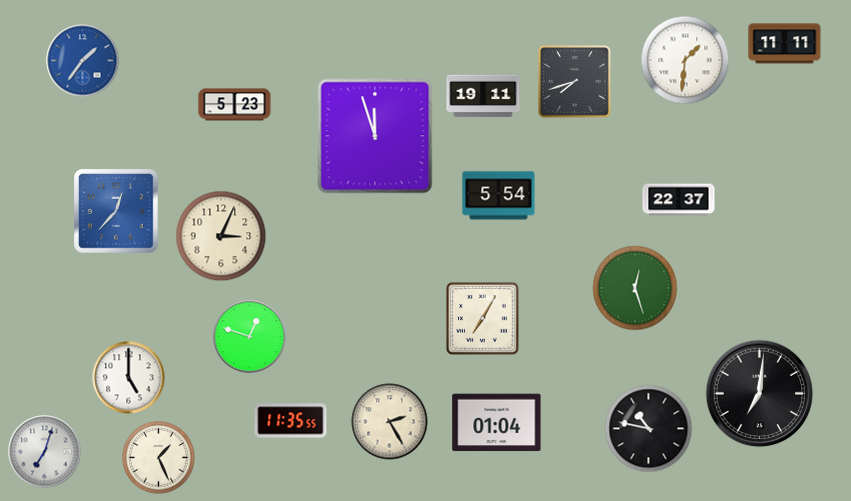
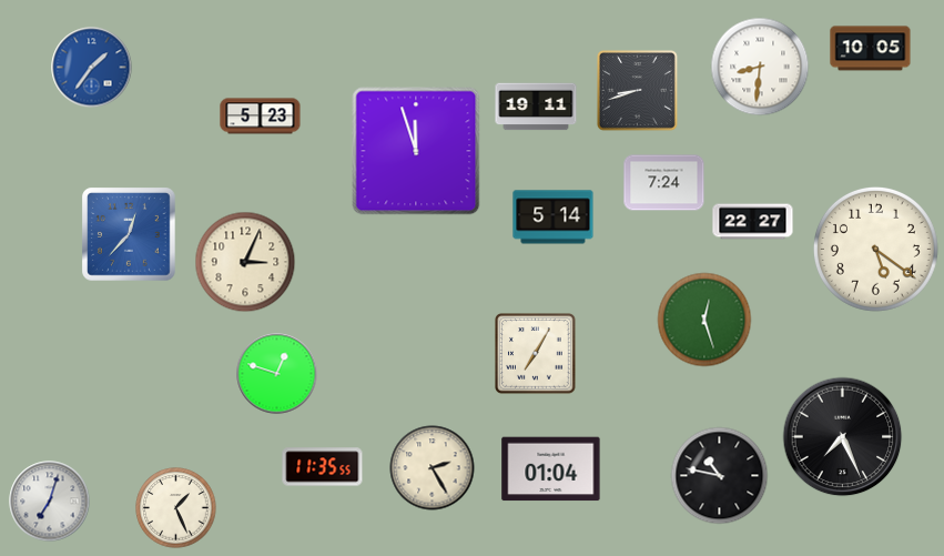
clock at (785, 44): 11:11 -> 10:05
clock at (685, 60): 1:31 -> 8:31
clock at (574, 81): 7:42 -> 8:42
clock at (664, 183): none -> 7:24
clock at (499, 196): 5:54 -> 5:14
clock at (679, 200): 22:37 -> 22:27
clock at (875, 249): none -> 5:21
clock at (129, 378): 5:00 -> none
clock at (760, 394): 7:01 -> 7:26
